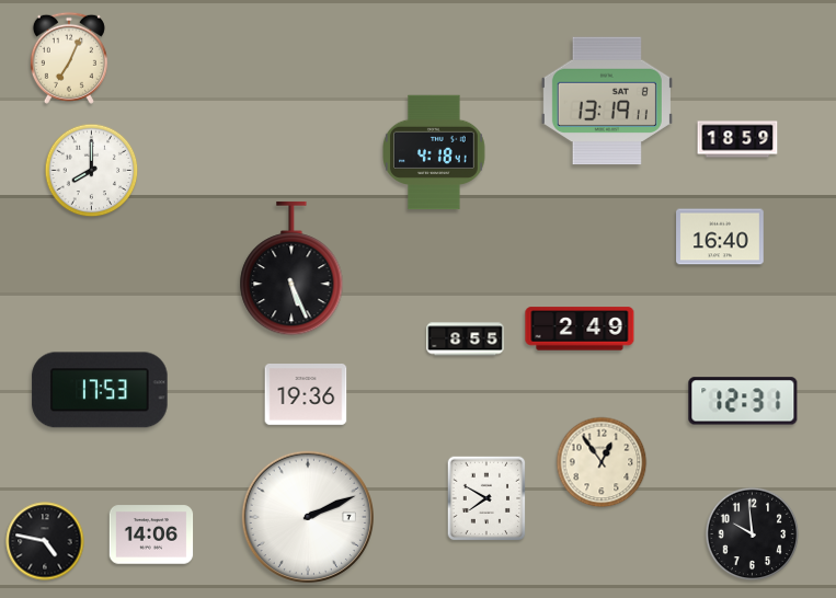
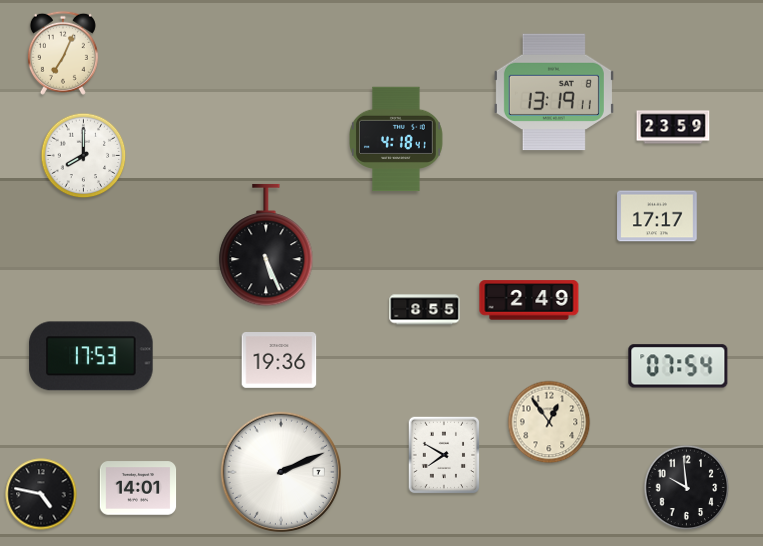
clock at (737, 139): 18:59 -> 23:59
clock at (720, 237): 16:40 -> 17:17
clock at (743, 401): 12:31 -> 07:54
clock at (151, 534): 14:06 -> 14:01
